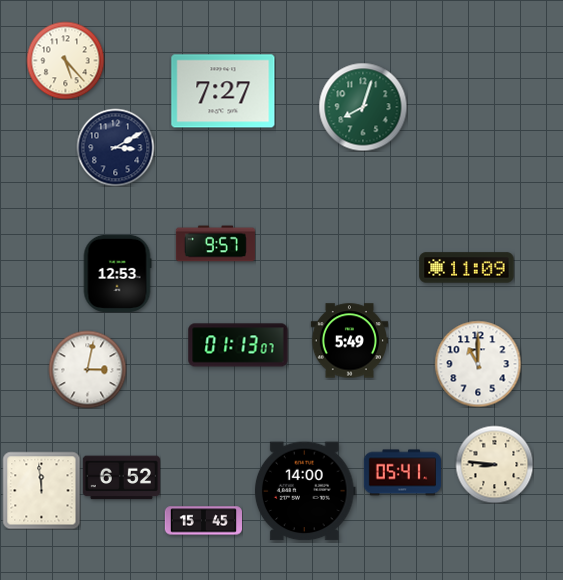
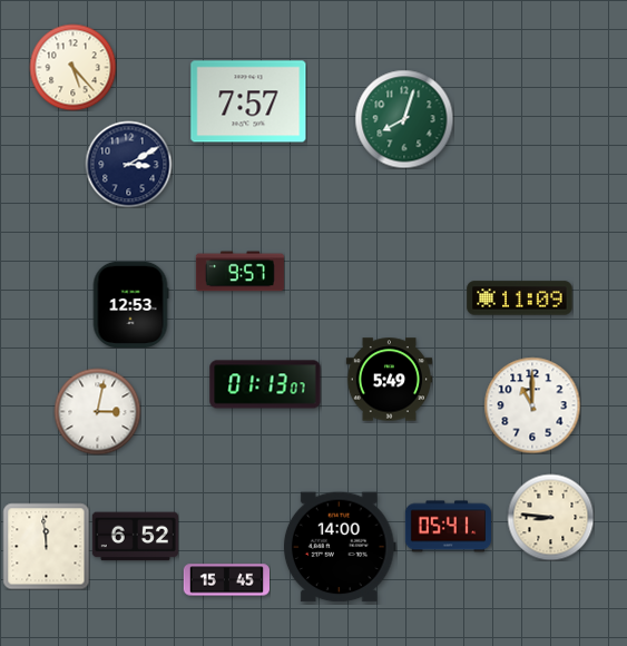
clock at (223, 91): 7:27 -> 7:57
clock at (121, 478) position: (121, 478) -> (135, 537)
